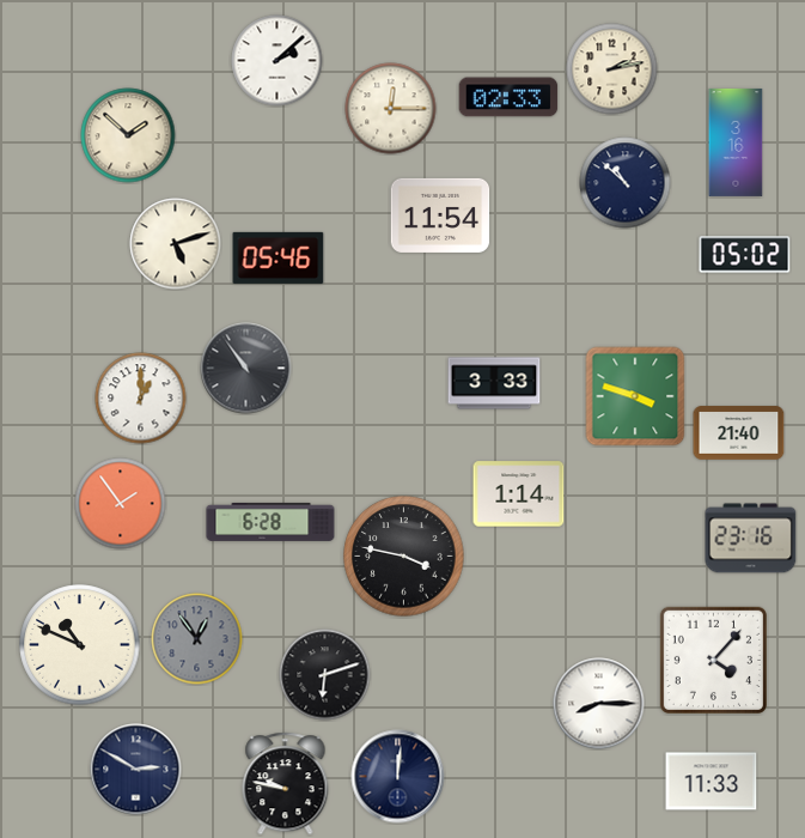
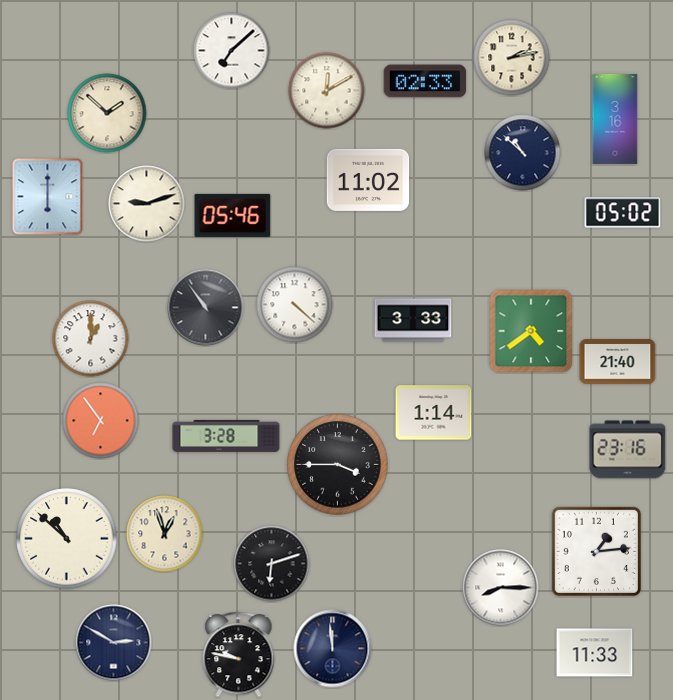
clock at (278, 61): 2:08 -> 7:08
clock at (391, 109): 12:15 -> 12:10
clock at (440, 215): 11:54 -> 11:02
clock at (48, 197): none -> 6:00
clock at (176, 244): 5:12 -> 9:12
clock at (295, 305): none -> 4:22
clock at (635, 396): 3:48 -> 4:39
clock at (141, 399) position: (141, 399) -> (91, 339)
clock at (121, 504): 1:54 -> 6:54
clock at (270, 522): 6:28 -> 3:28
clock at (404, 557): 3:47 -> 3:45
clock at (197, 639): 12:54 -> 12:57
clock at (197, 639) dial: grey -> cream
clock at (80, 645): 10:49 -> 10:52
clock at (713, 660): 4:07 -> 1:14
clock at (398, 777): 12:01 -> 11:59
